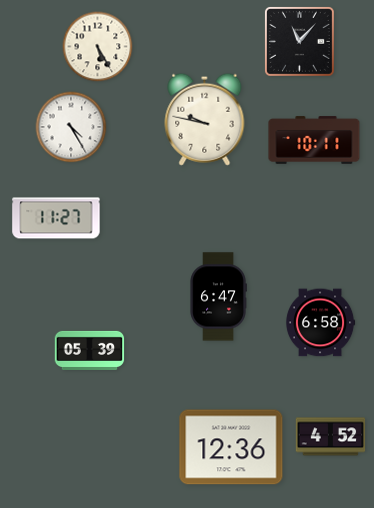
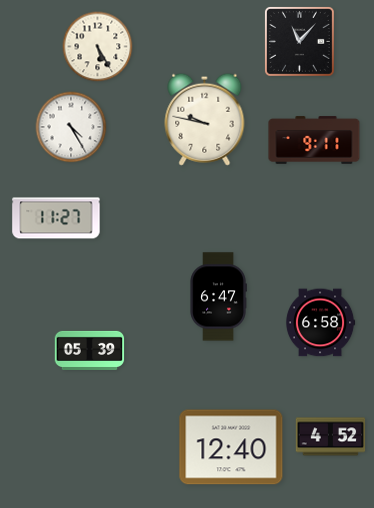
clock at (314, 140): 10:11 -> 9:11
clock at (231, 447): 12:36 -> 12:40
